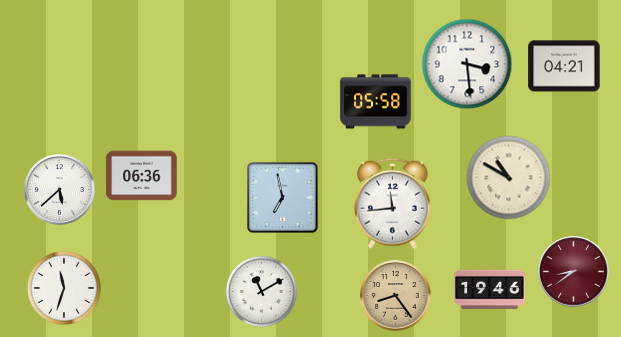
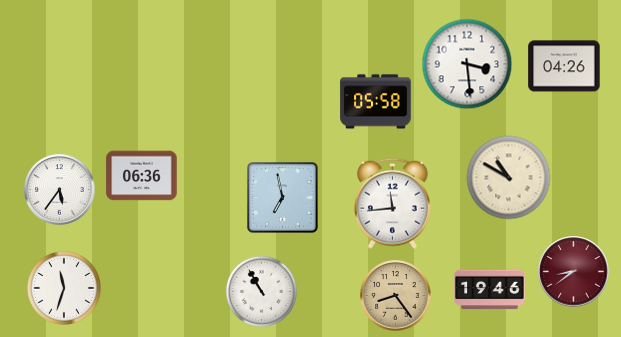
clock at (564, 66): 04:21 -> 04:26
clock at (60, 190): 5:38 -> 5:36
clock at (261, 291): 11:10 -> 10:55
